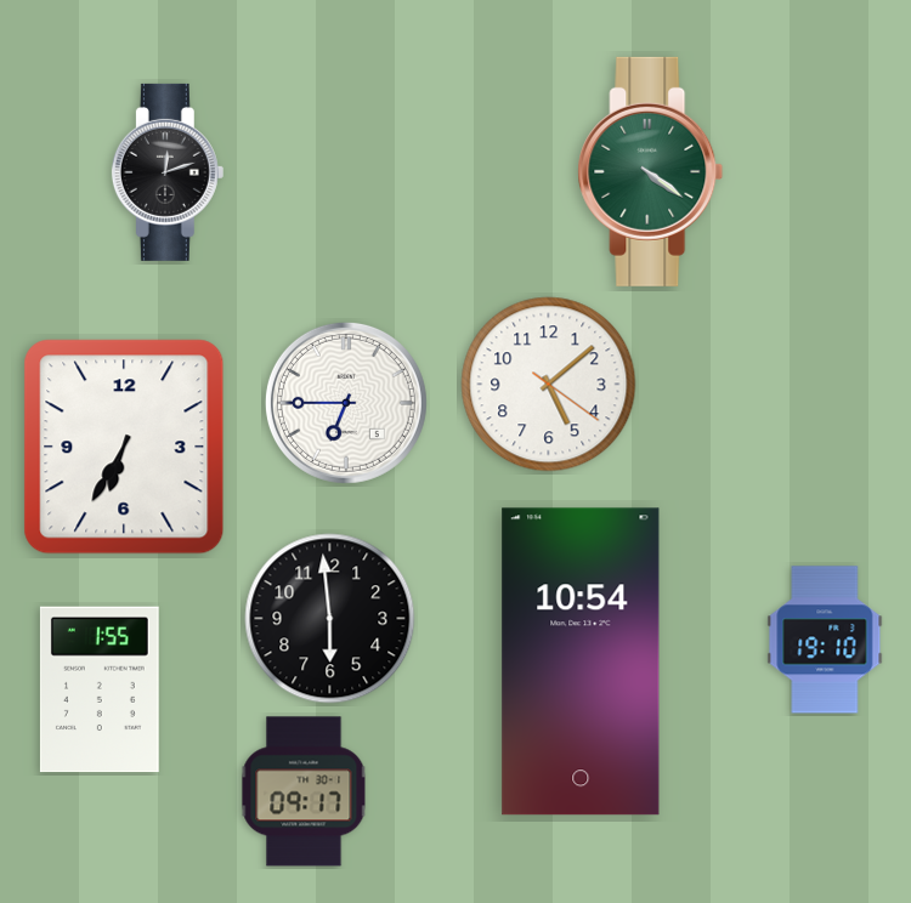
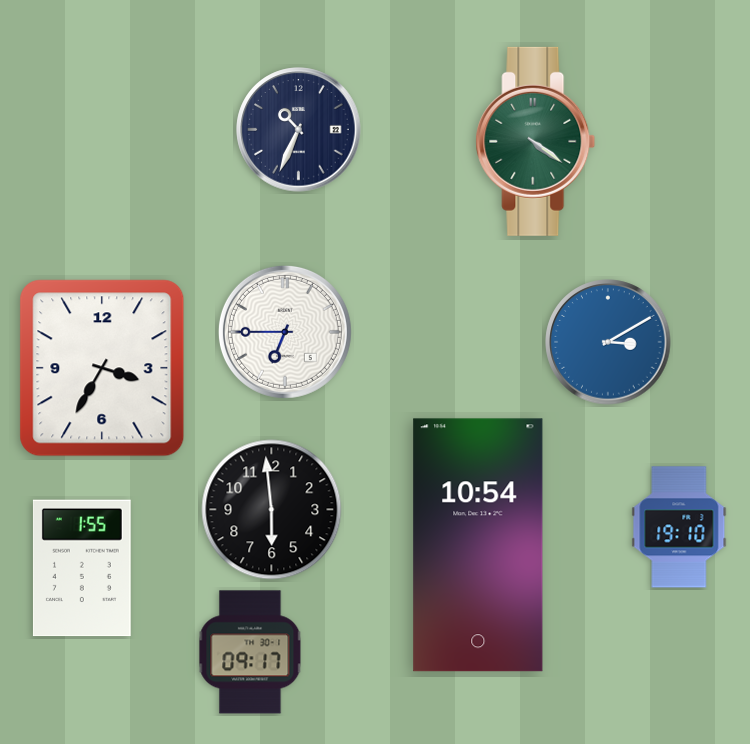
clock at (299, 130): none -> 10:34
clock at (168, 172): 12:12 -> none
clock at (549, 385): 5:08 -> none
clock at (608, 342): none -> 3:10
clock at (124, 447): 6:35 -> 3:35
